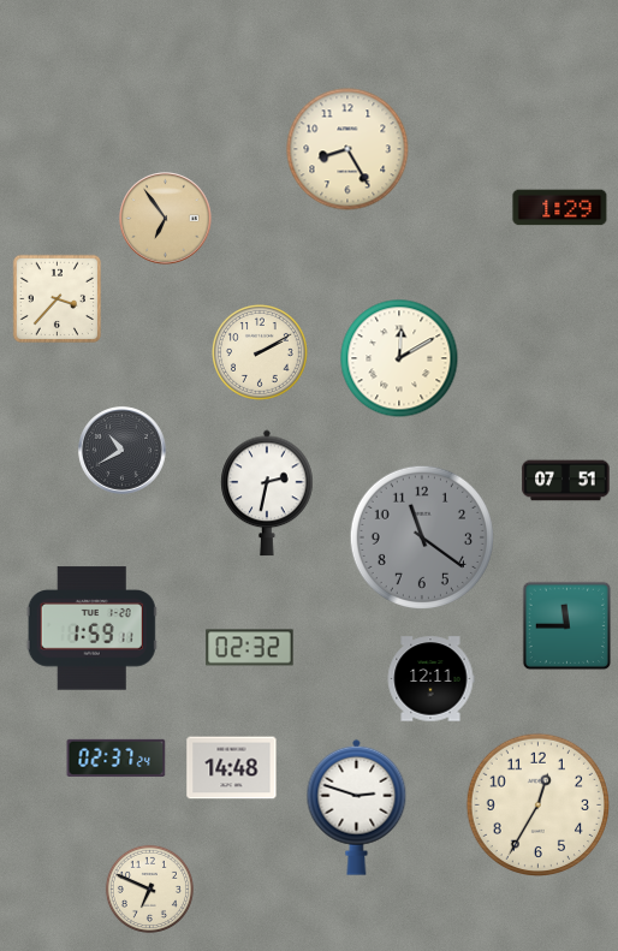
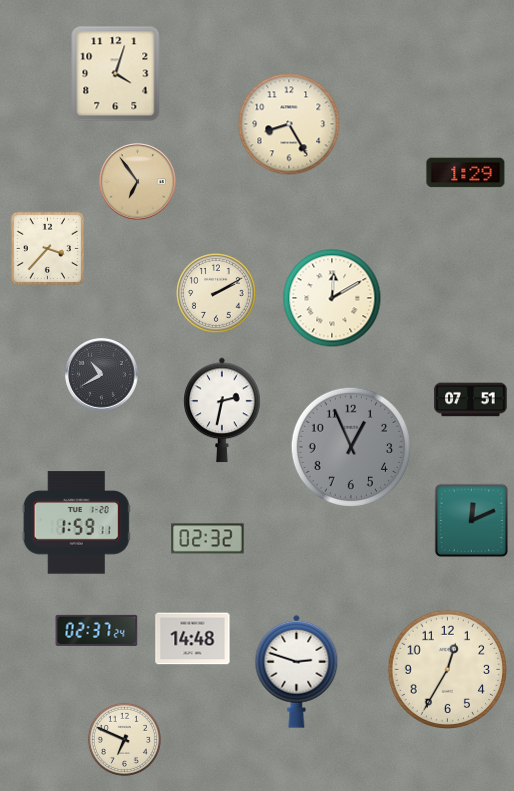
clock at (116, 74): none -> 4:03
clock at (421, 536): 11:21 -> 12:56
clock at (568, 626): 11:45 -> 12:11
clock at (430, 679): 12:11 -> none
